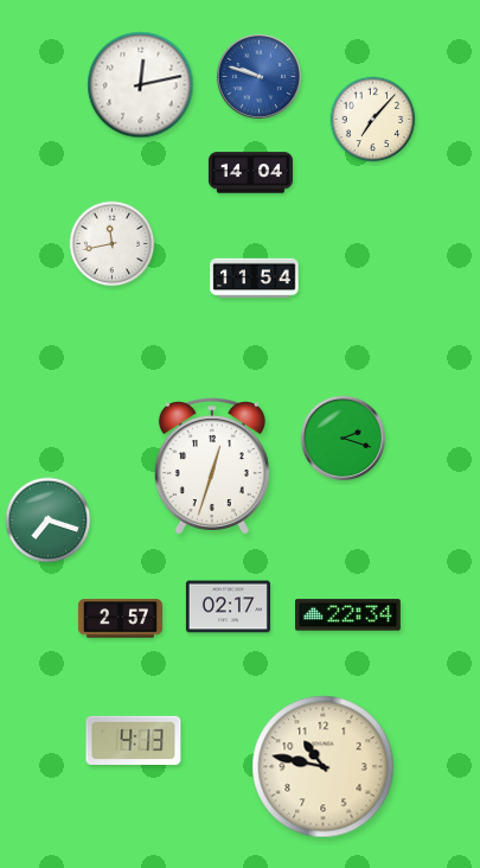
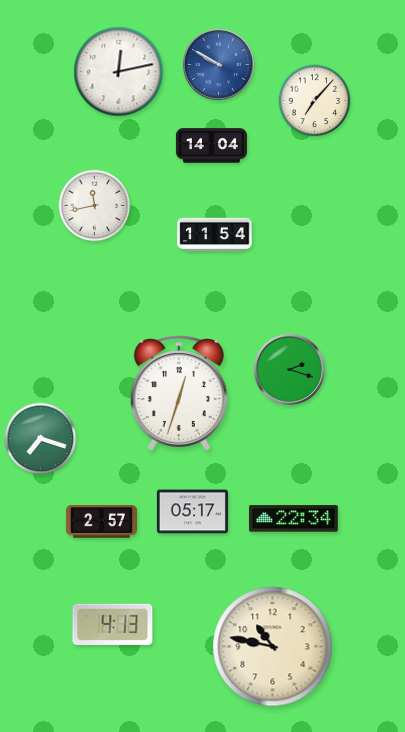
clock at (258, 76): 9:48 -> 9:50
clock at (228, 607): 02:17 -> 05:17
